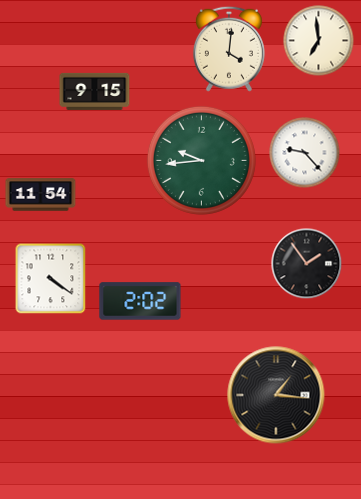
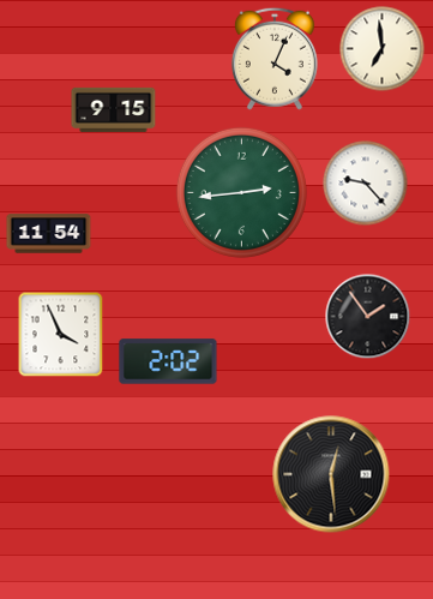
clock at (229, 49): 4:01 -> 4:04
clock at (201, 160): 9:44 -> 2:44
clock at (51, 279): 4:21 -> 3:56
clock at (276, 395): 1:16 -> 12:29
